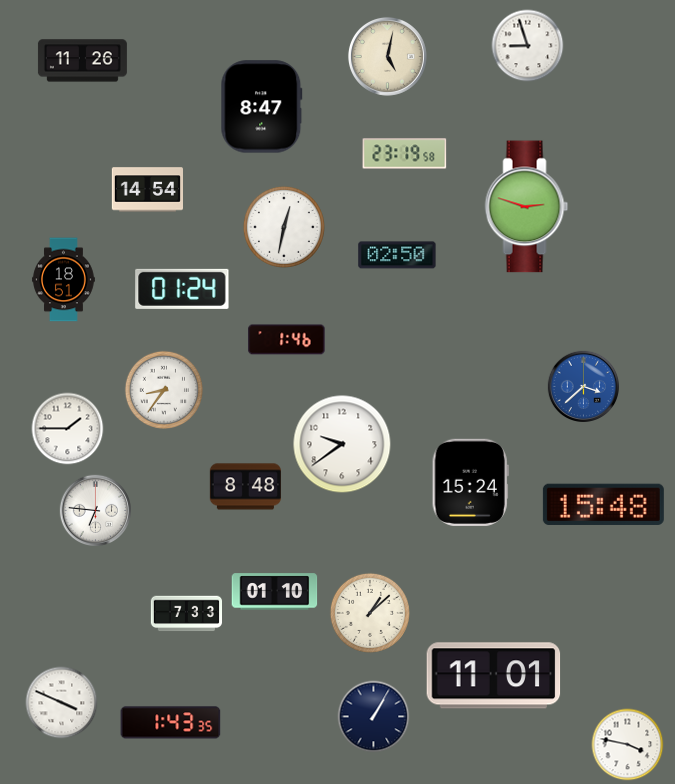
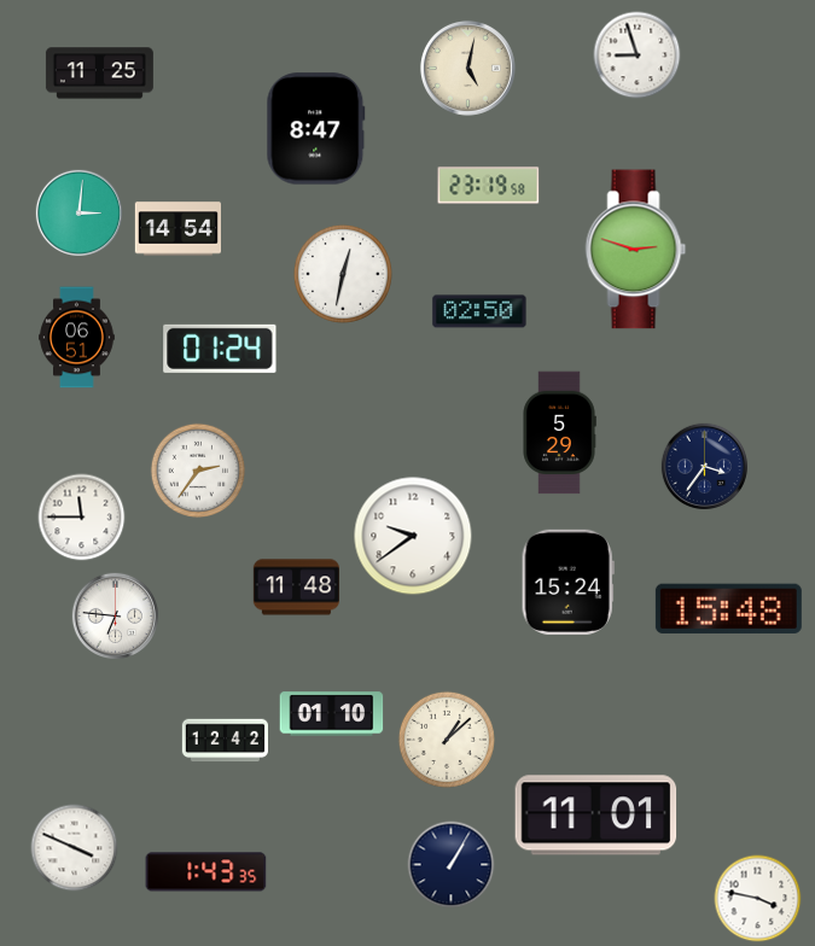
clock at (82, 61): 11:26 -> 11:25
clock at (78, 212): none -> 3:01
clock at (397, 255) position: (397, 255) -> (479, 311)
clock at (64, 280): 18:51 -> 06:51
clock at (287, 340): 1:46 -> none
clock at (559, 433): none -> 5:29
clock at (583, 386): 3:38 -> 3:36
clock at (583, 386) dial: blue -> navy
clock at (163, 389): 8:36 -> 2:36
clock at (68, 429): 1:45 -> 11:45
clock at (245, 487): 8:48 -> 11:48
clock at (186, 614): 7:33 -> 12:42
